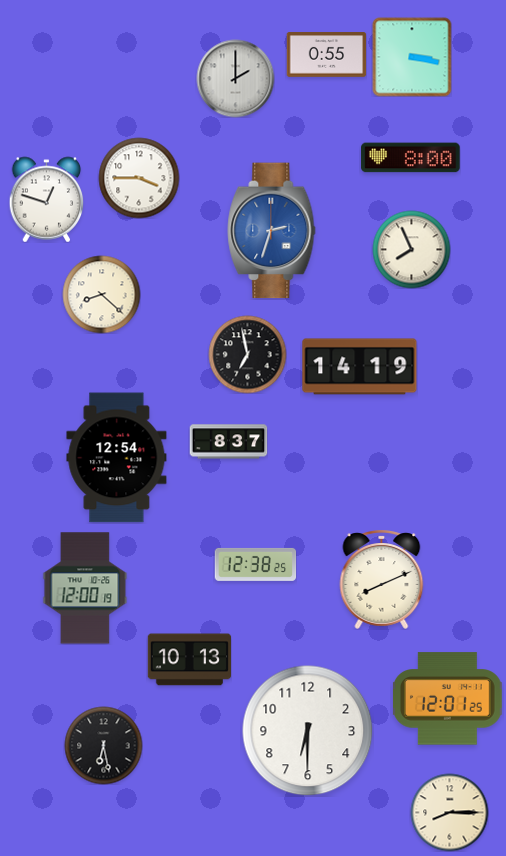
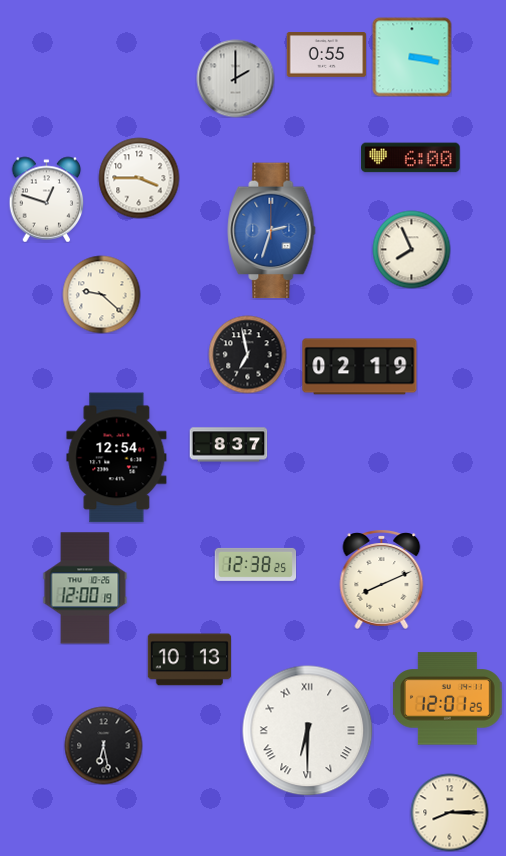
clock at (411, 158): 8:00 -> 6:00
clock at (101, 294): 8:22 -> 9:22
clock at (360, 367): 14:19 -> 02:19
clock at (228, 442) position: (228, 442) -> (228, 445)
clock at (308, 731) numerals: Arabic -> Roman
